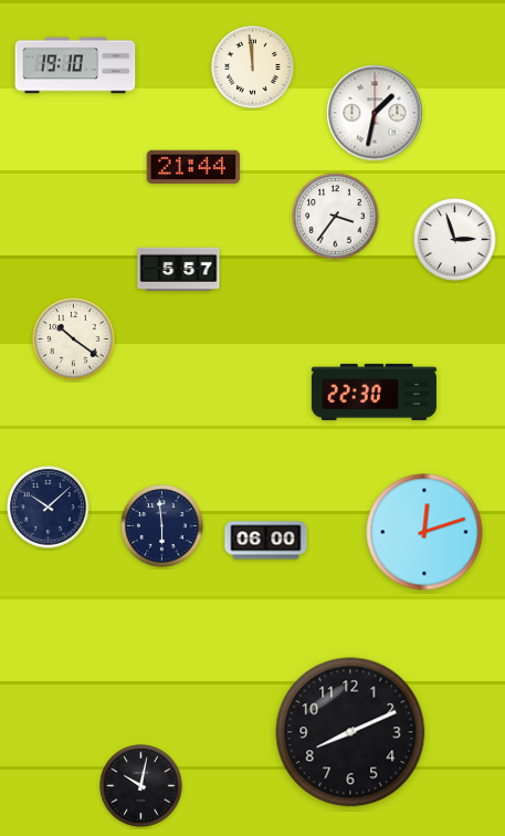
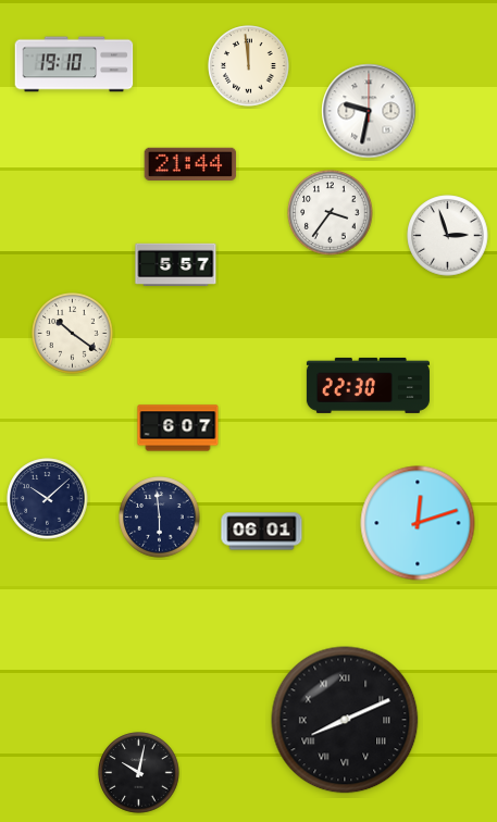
clock at (375, 113): 1:32 -> 9:32
clock at (178, 428): none -> 6:07
clock at (266, 541): 06:00 -> 06:01
clock at (350, 732) numerals: Arabic -> Roman
